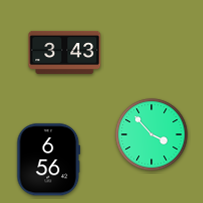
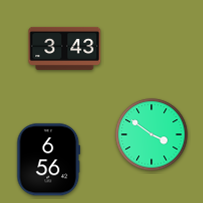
clock at (65, 52) position: (65, 52) -> (65, 48)
clock at (152, 135): 3:53 -> 3:51
